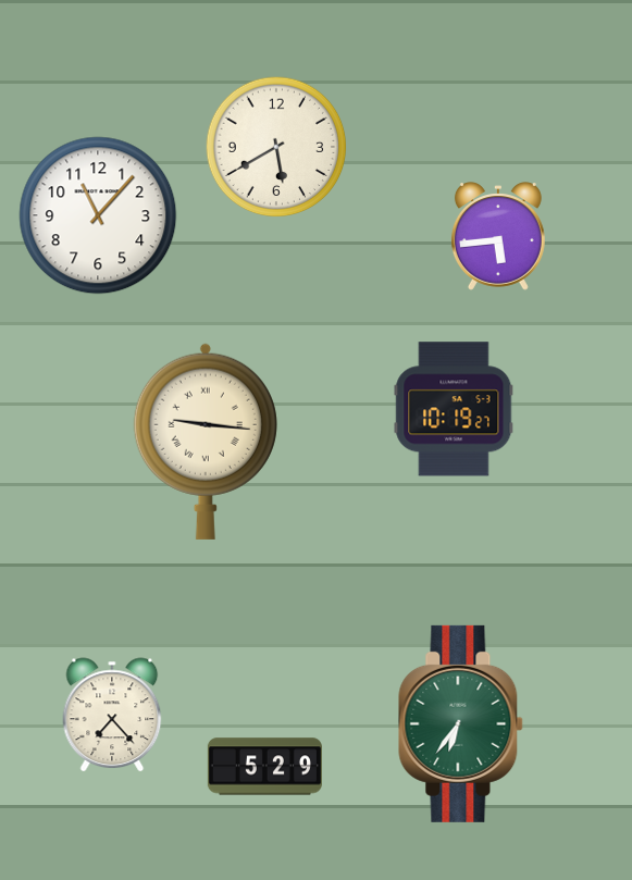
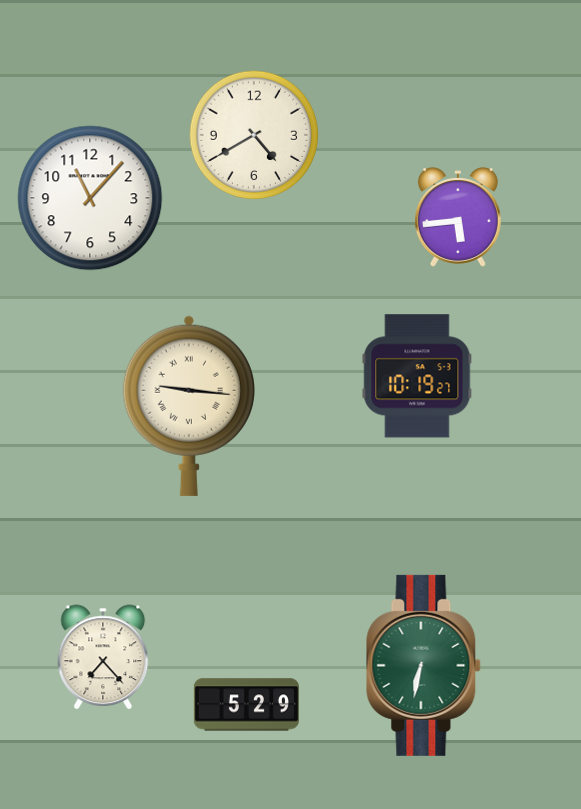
clock at (276, 147): 5:40 -> 4:40
clock at (461, 723): 6:36 -> 6:32
clock at (264, 767) position: (264, 767) -> (246, 705)
